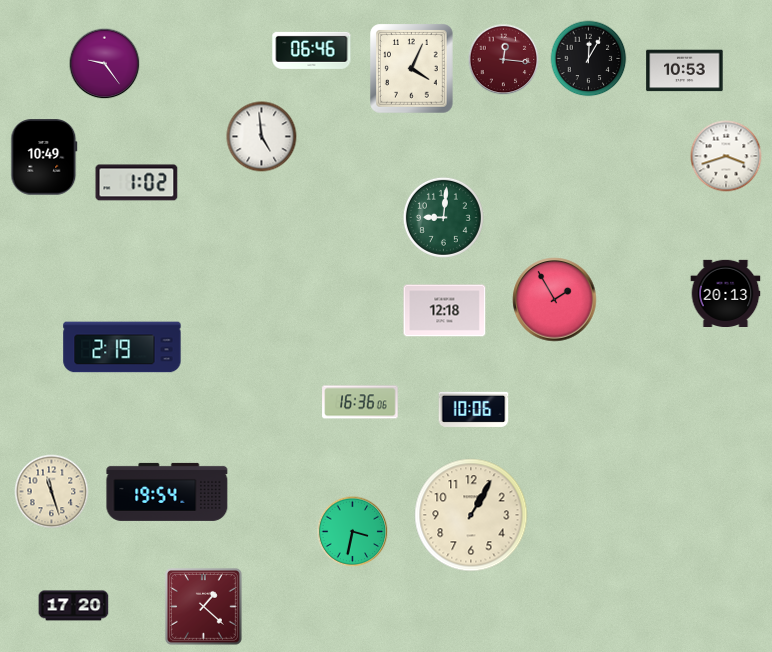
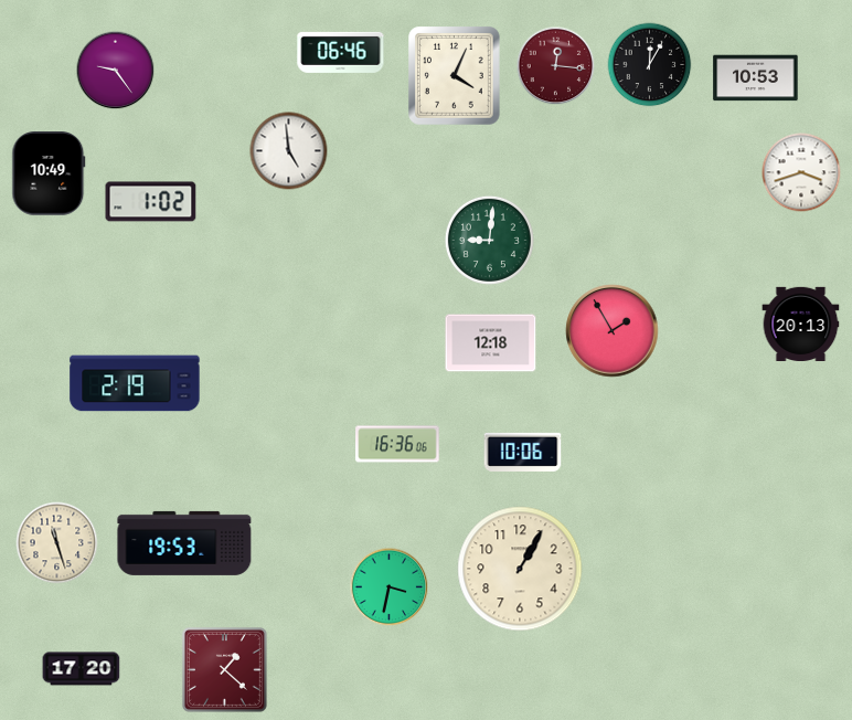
clock at (312, 50) position: (312, 50) -> (341, 52)
clock at (167, 492): 19:54 -> 19:53
